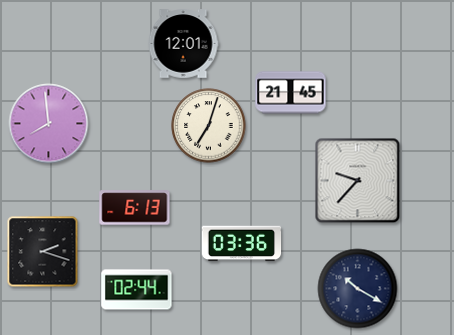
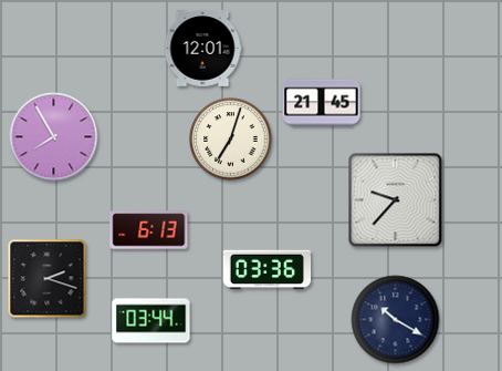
clock at (49, 124): 7:59 -> 7:55
clock at (137, 290): 02:44 -> 03:44
